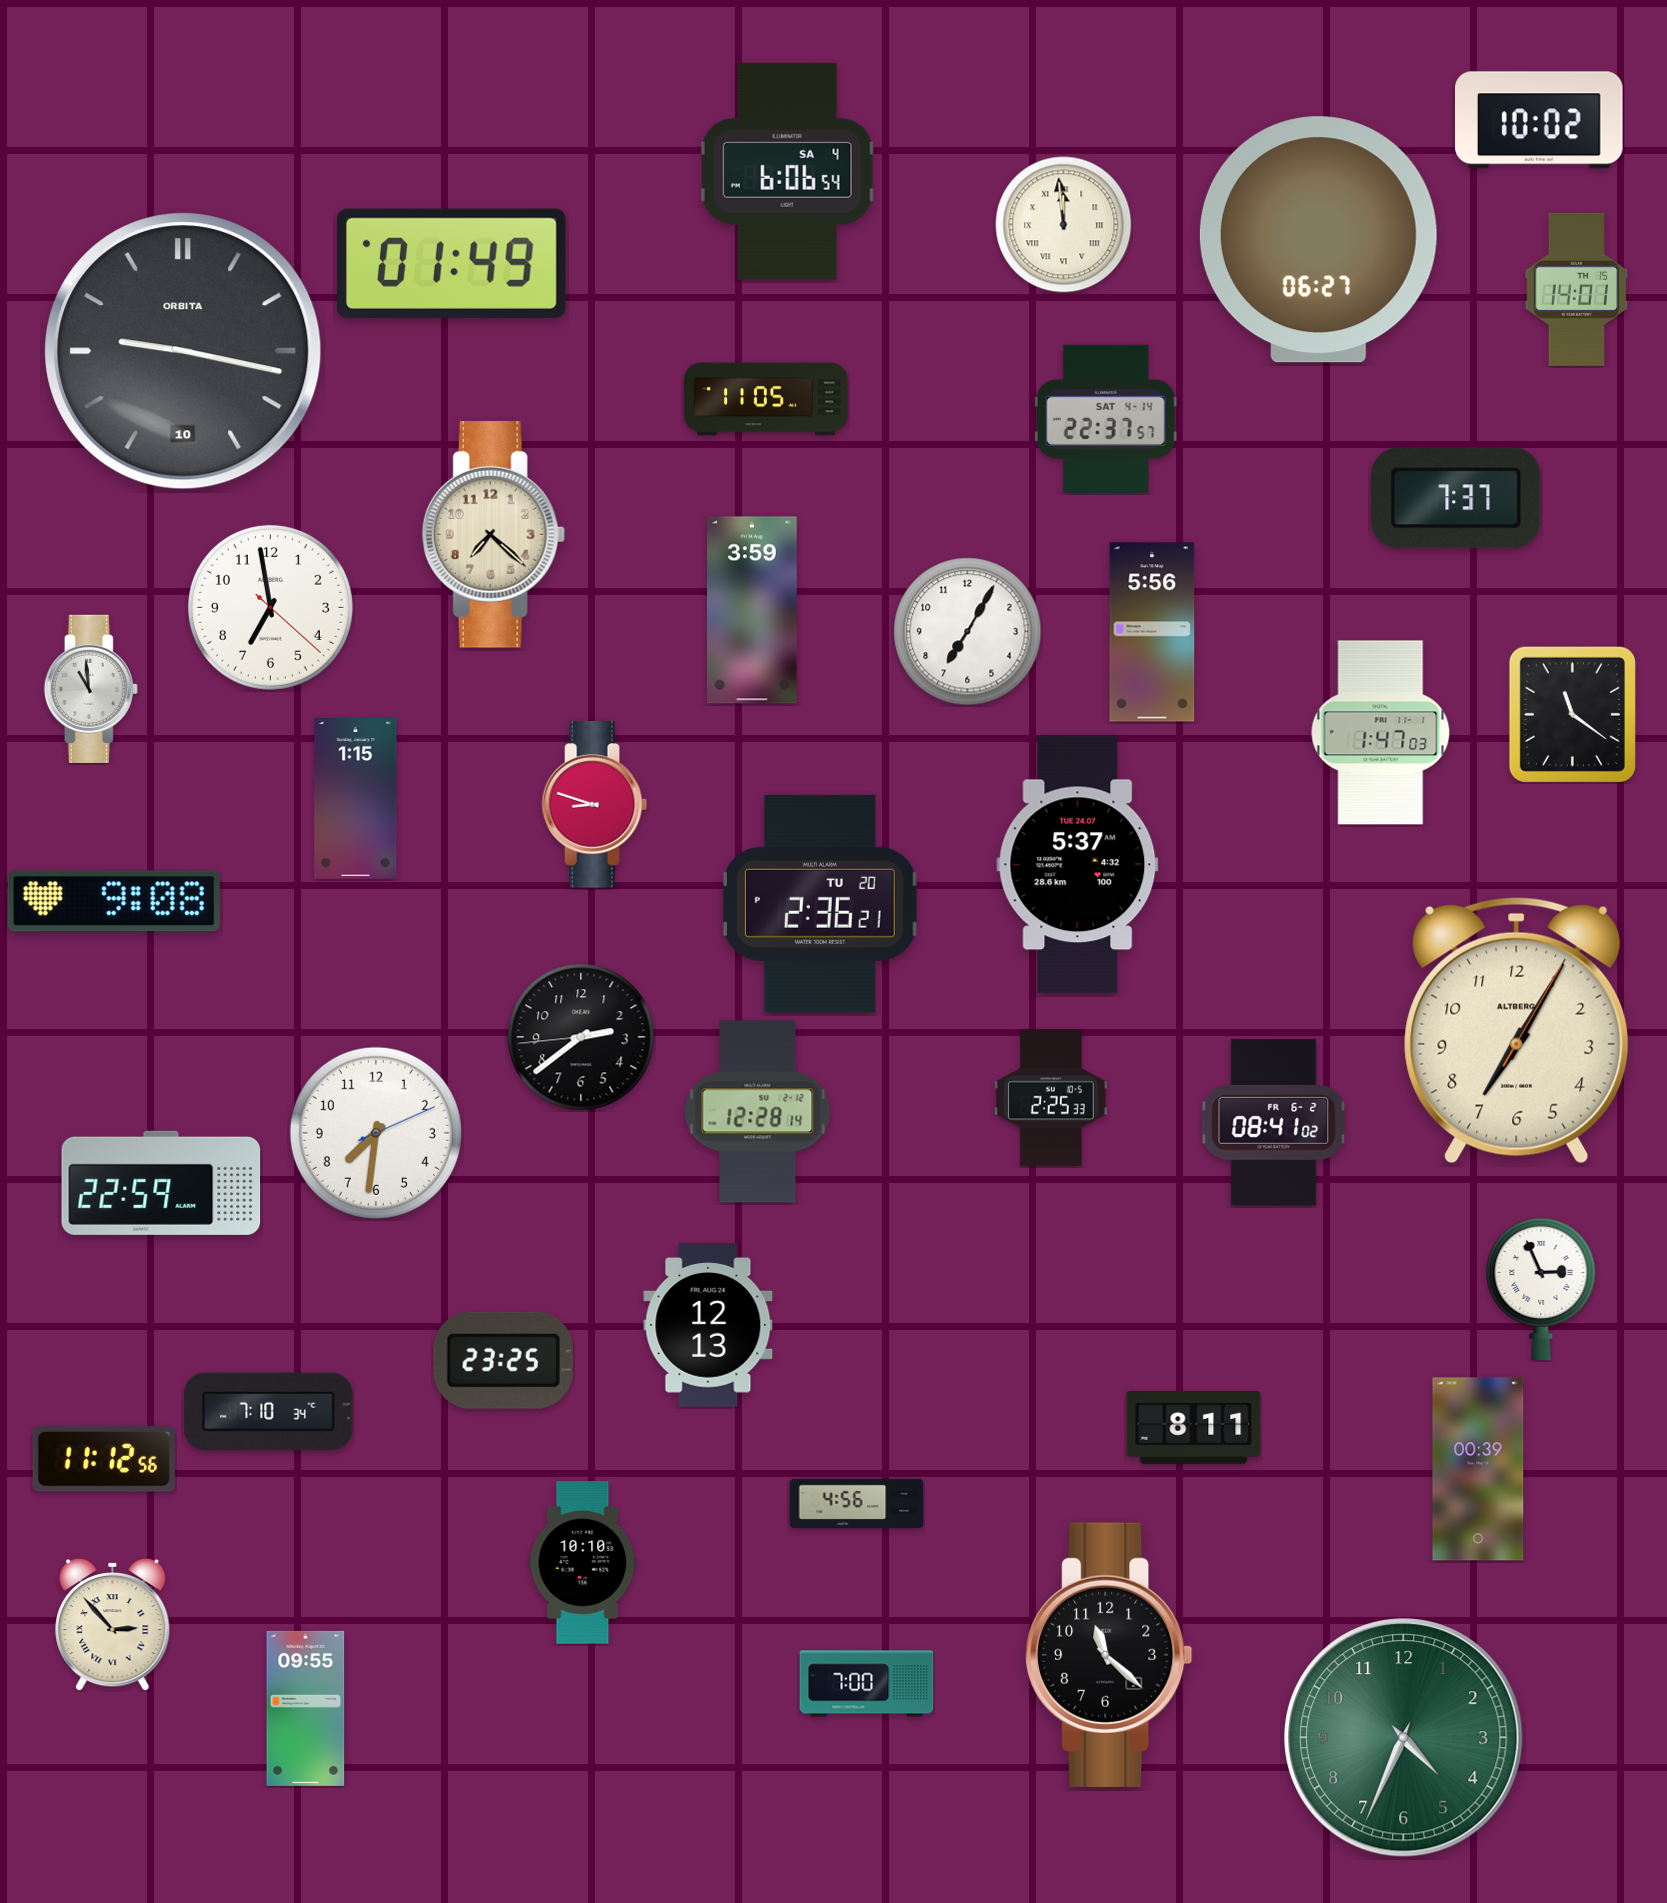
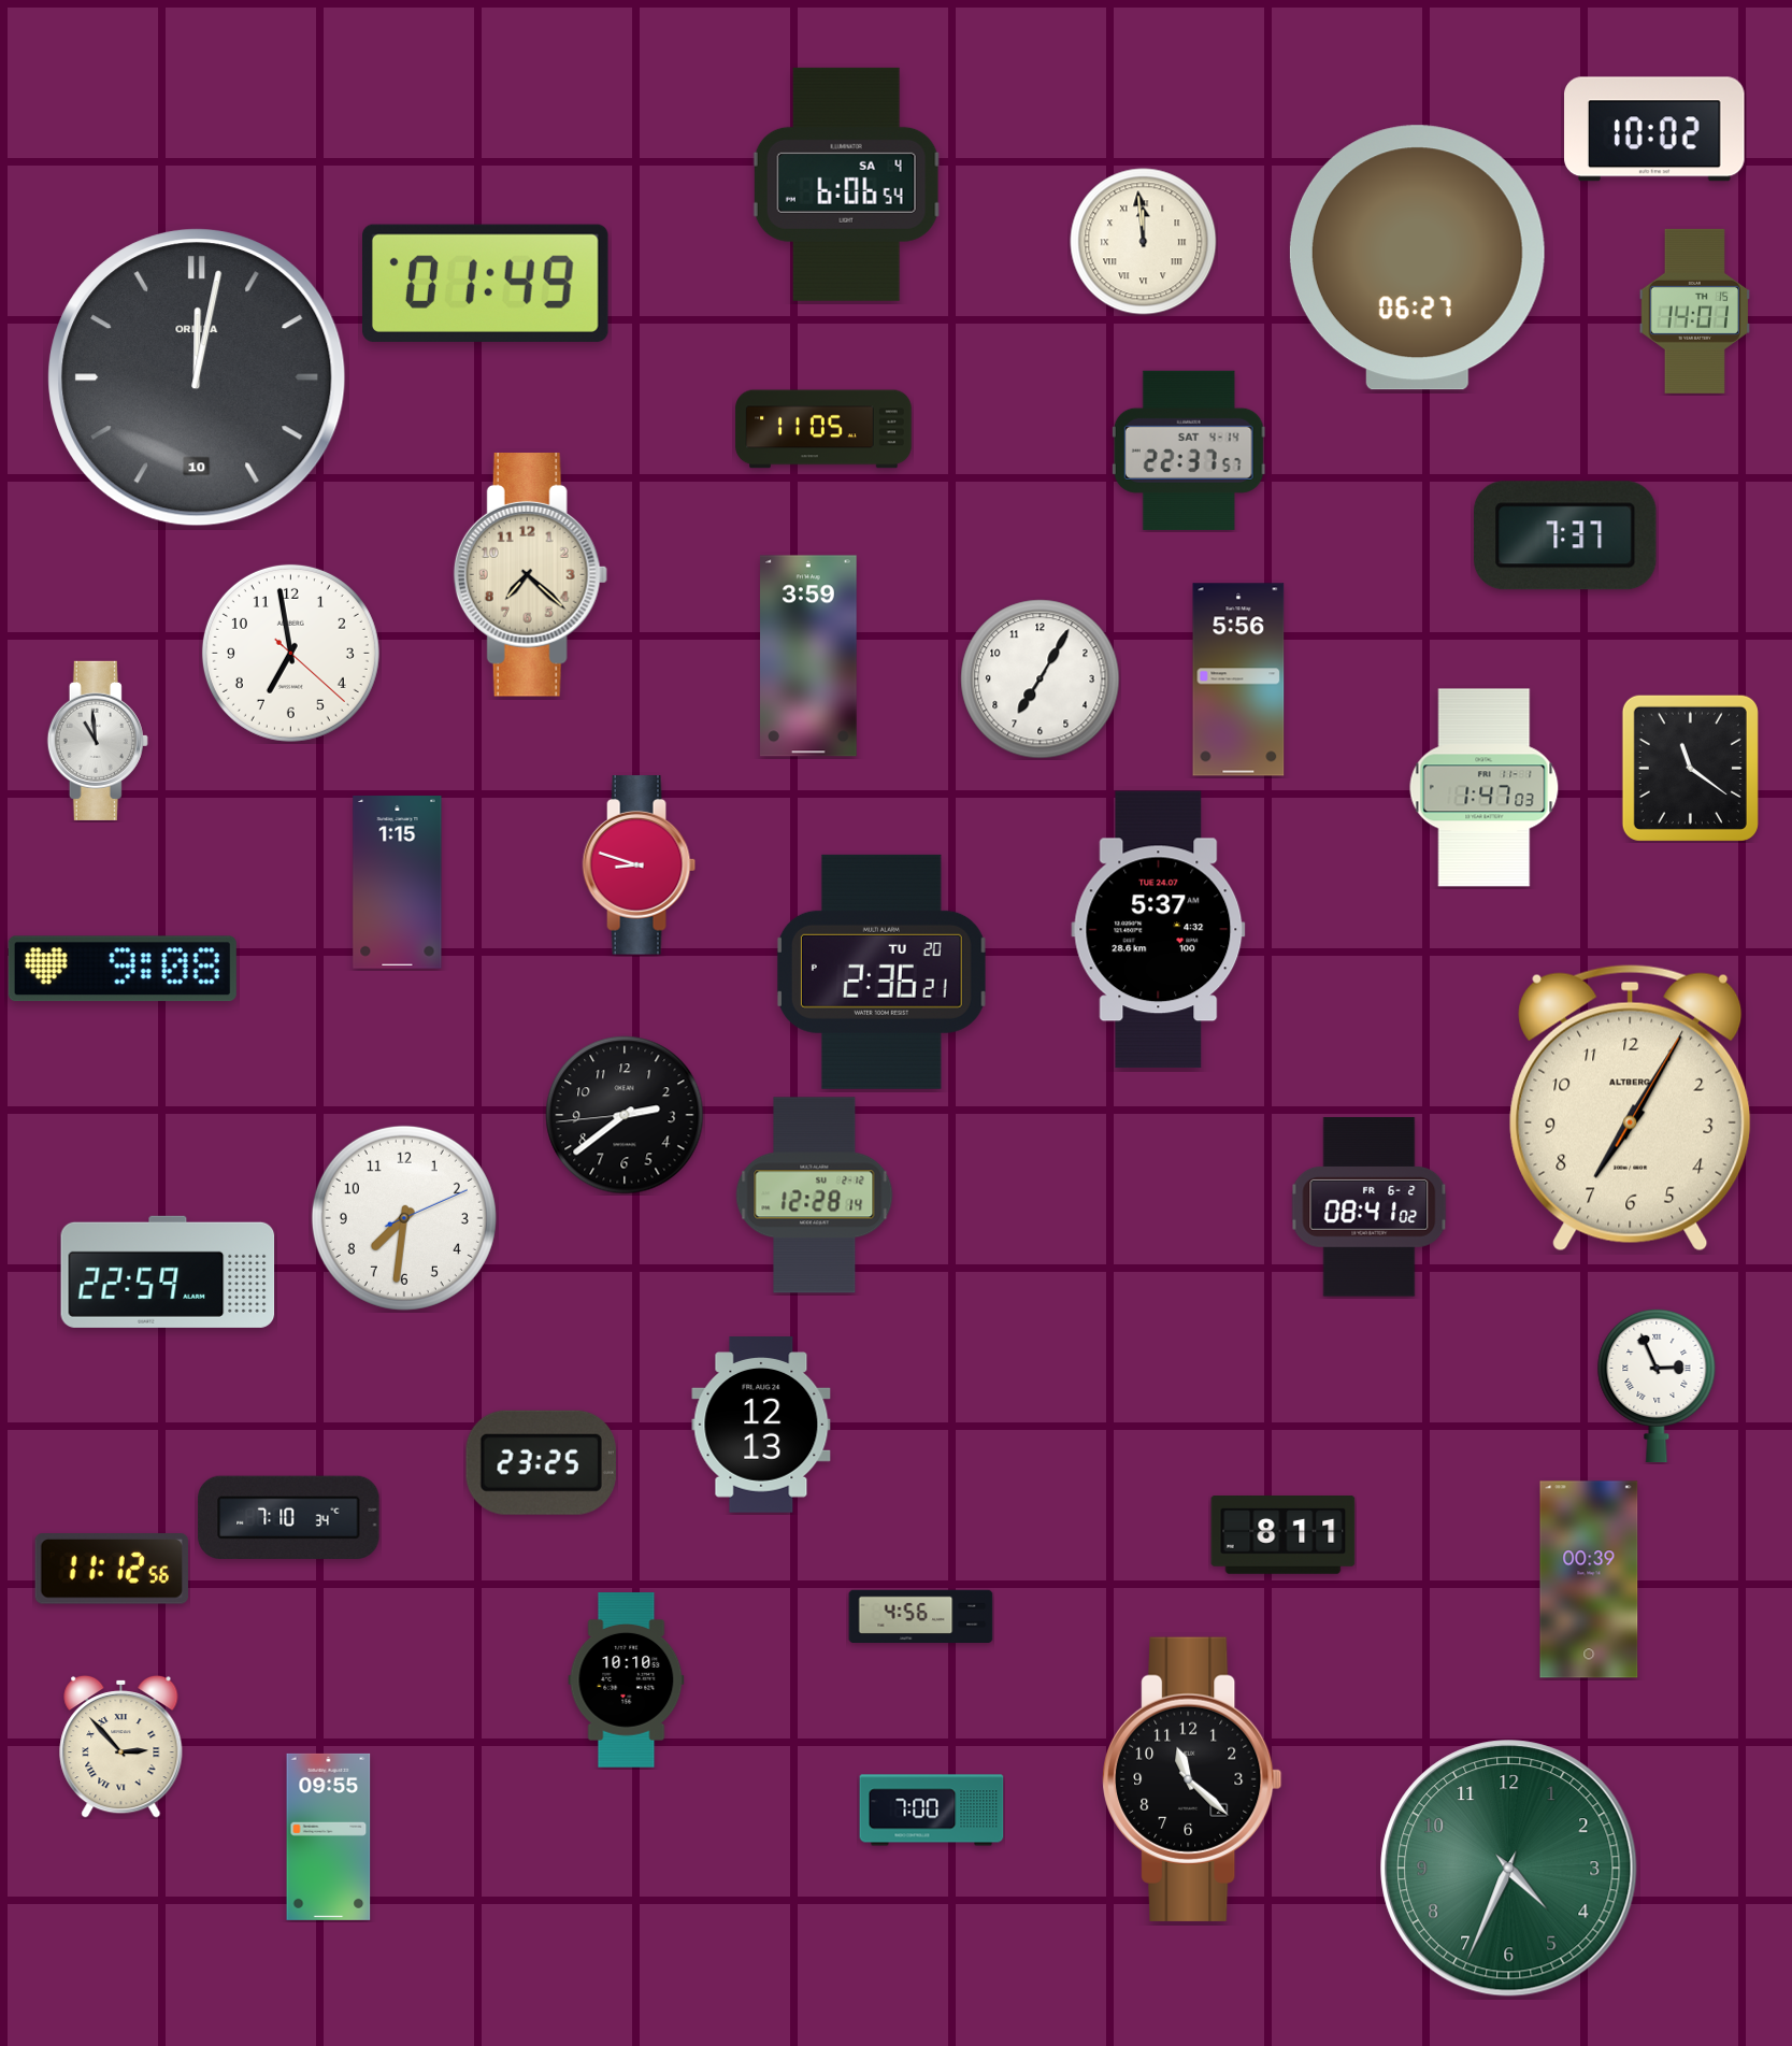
clock at (183, 351): 9:17 -> 12:02
clock at (356, 799) position: (356, 799) -> (398, 883)
clock at (1052, 1098): 2:25 -> none
clock at (161, 1183) position: (161, 1183) -> (168, 1272)
